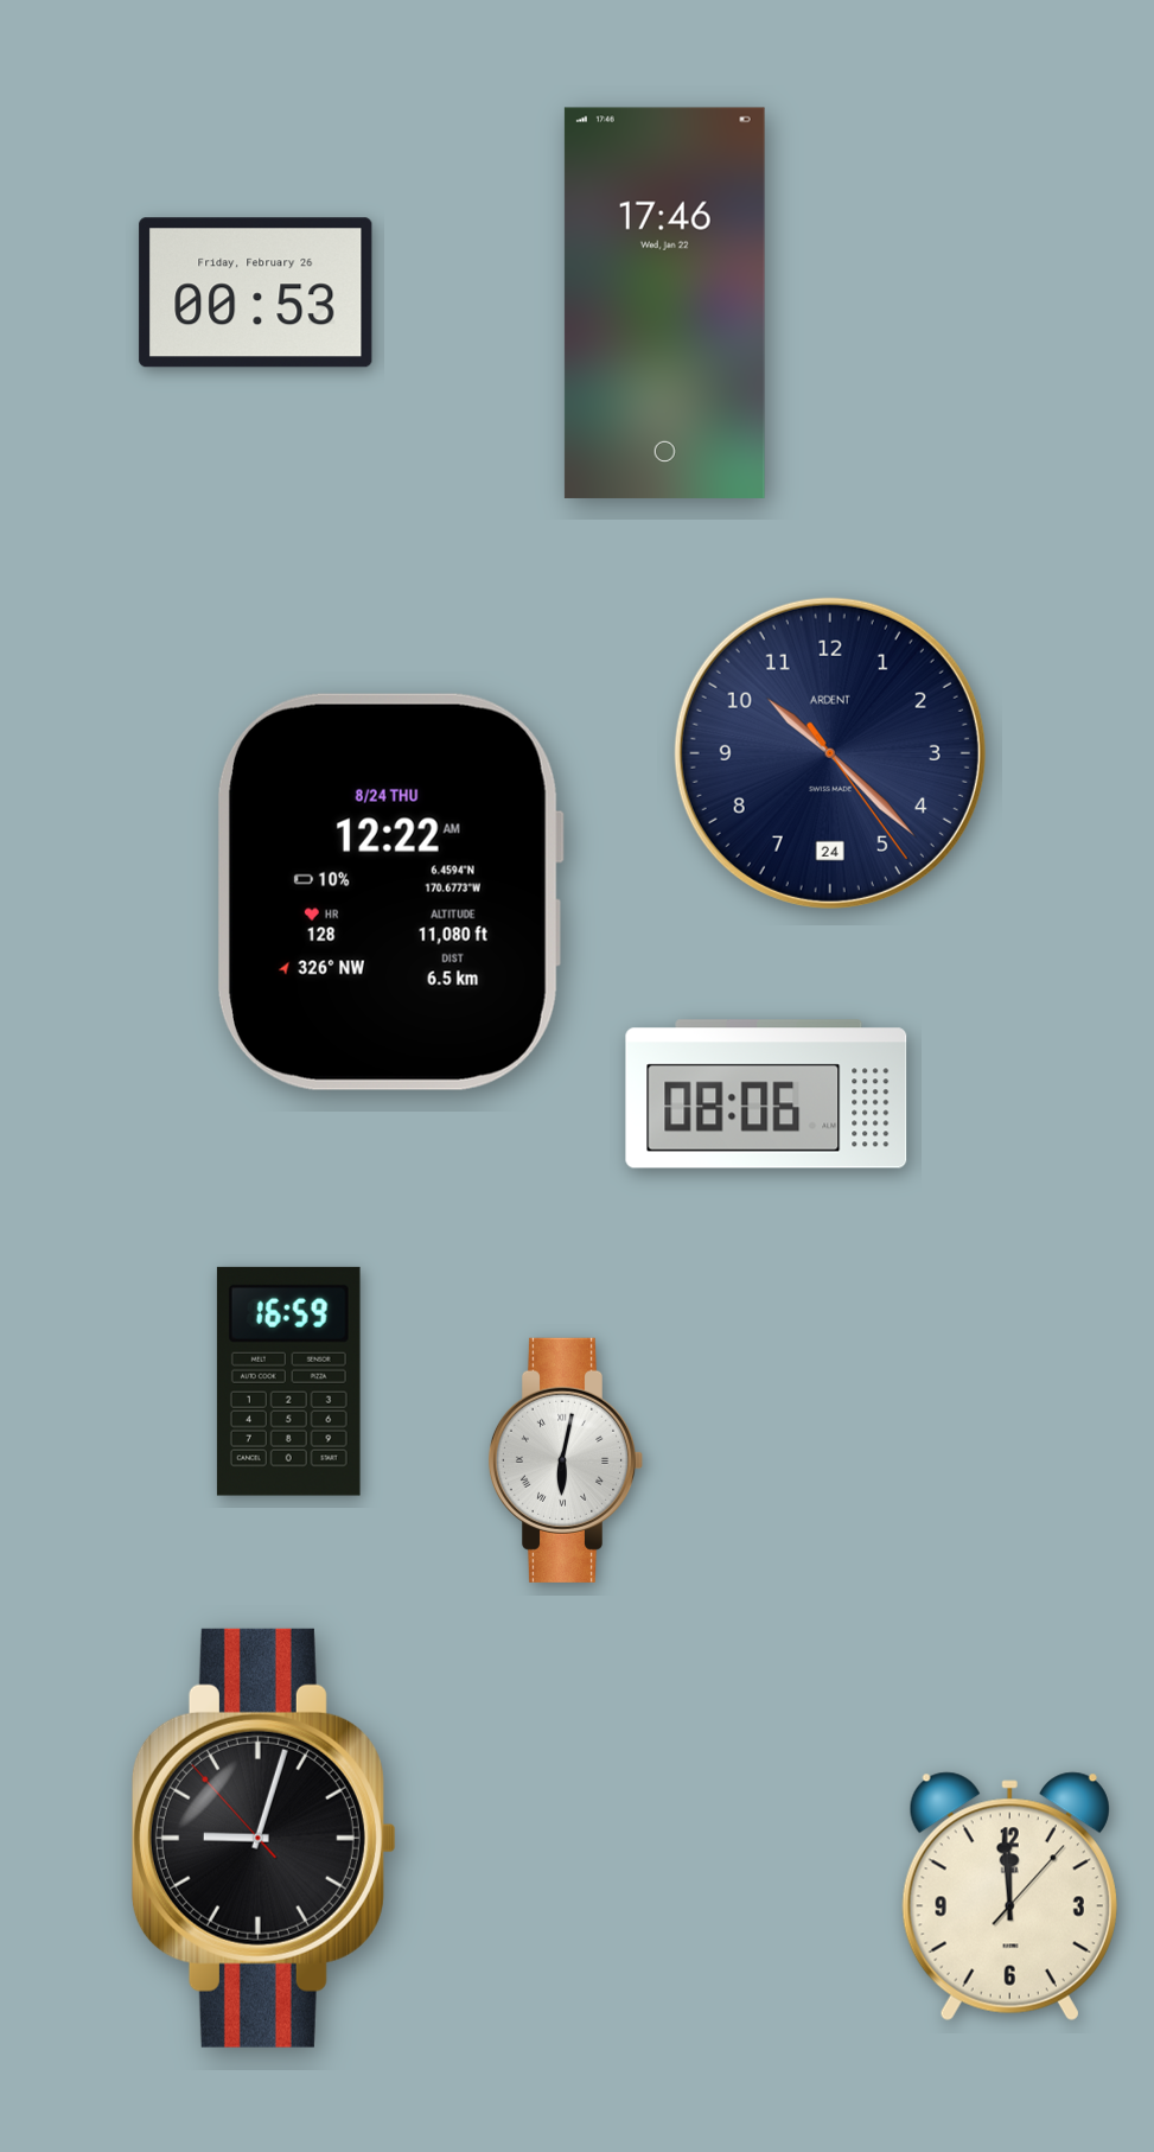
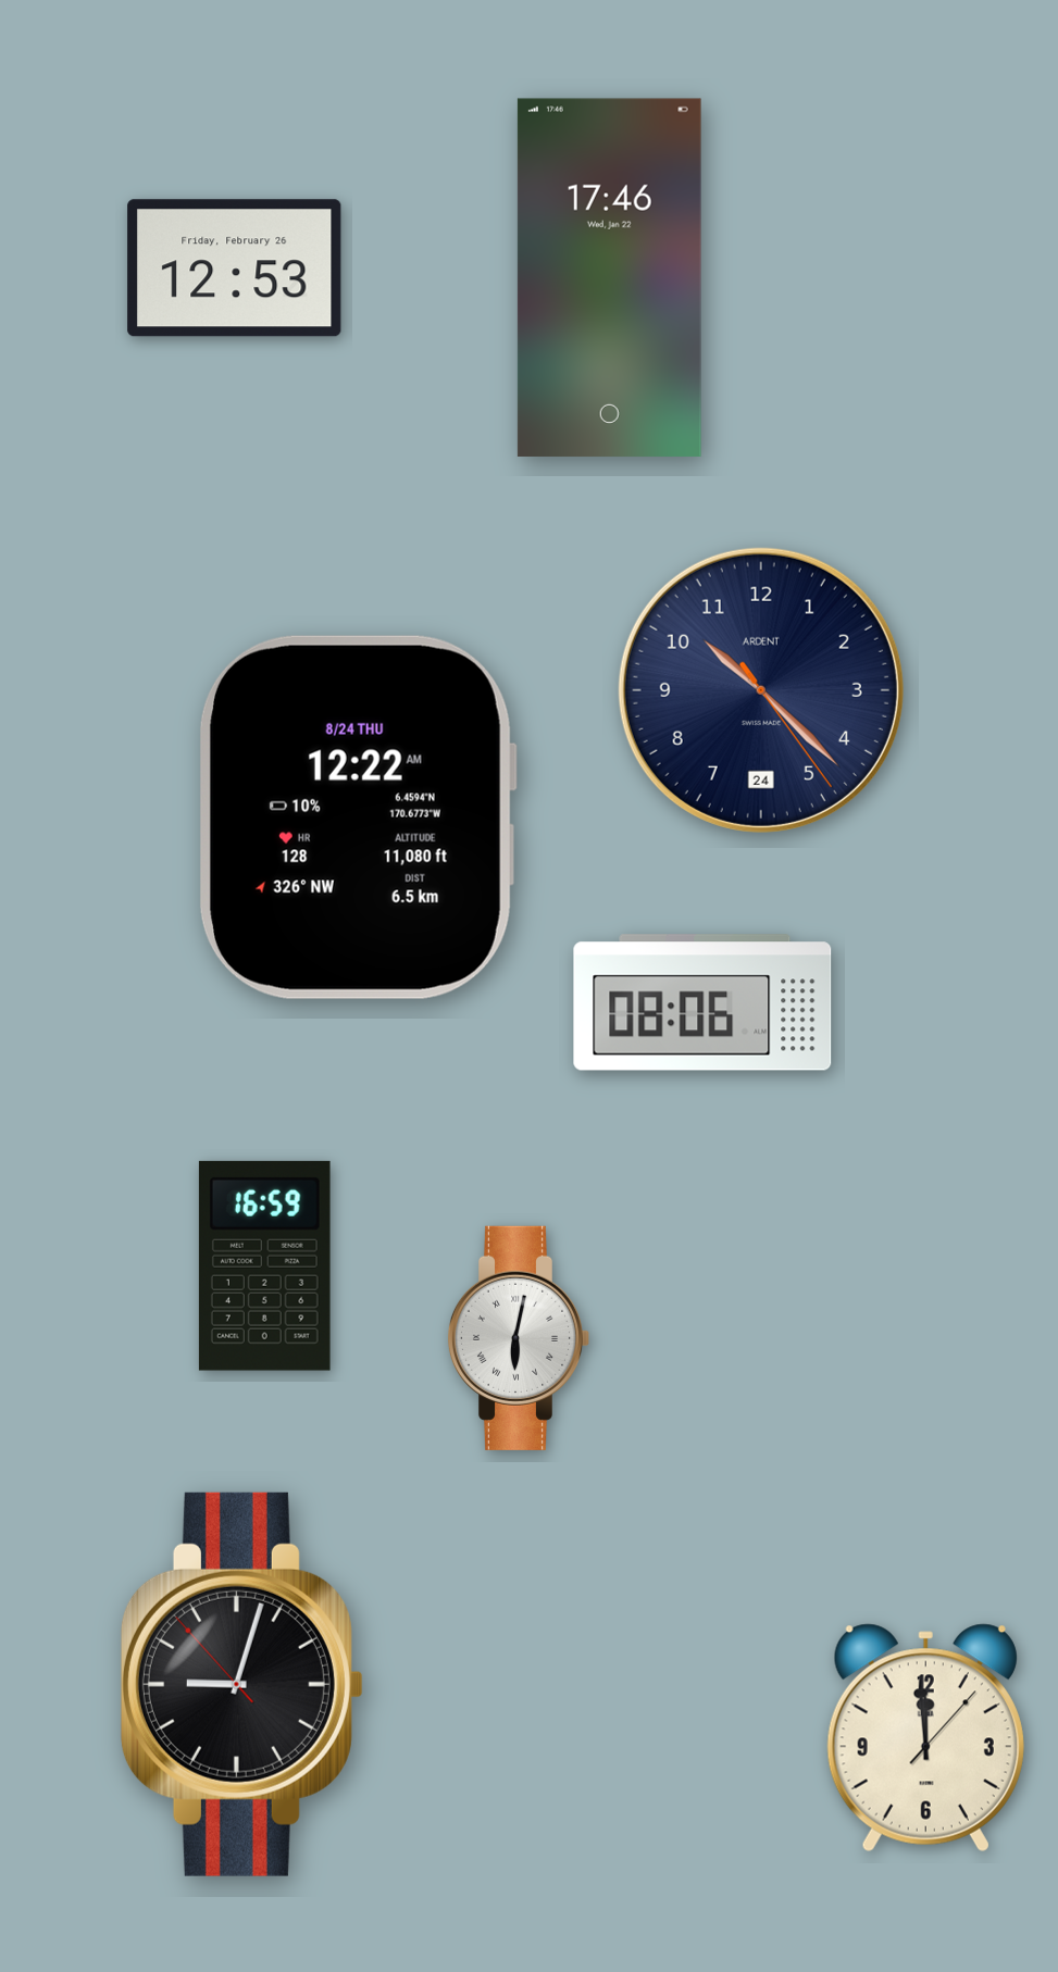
clock at (256, 293): 00:53 -> 12:53
